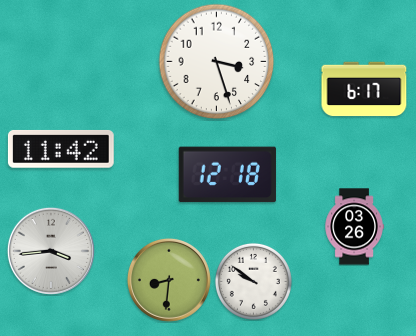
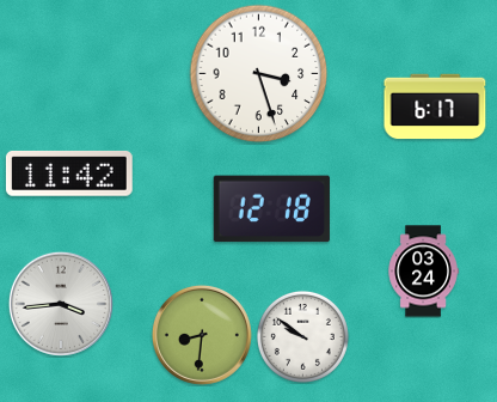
clock at (61, 149) position: (61, 149) -> (69, 173)
clock at (354, 227): 03:26 -> 03:24
clock at (51, 251) position: (51, 251) -> (61, 304)
